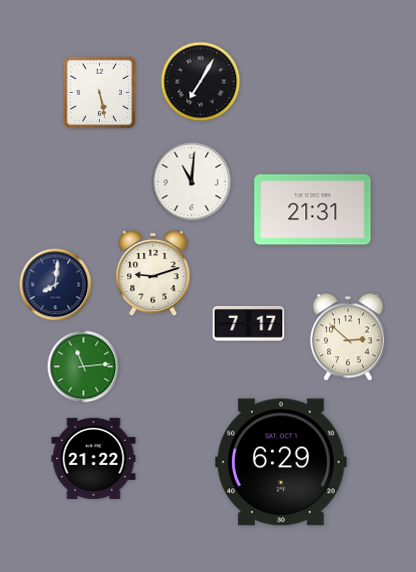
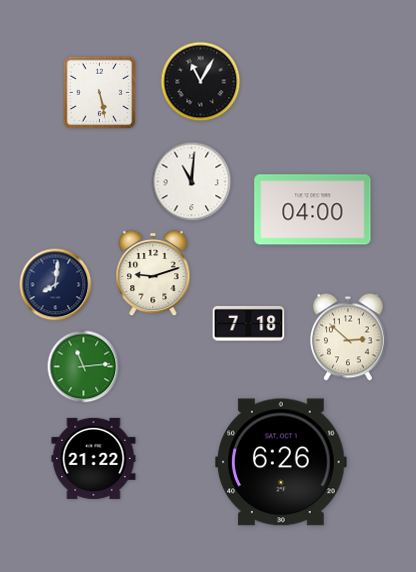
clock at (201, 82): 7:05 -> 11:05
clock at (313, 210): 21:31 -> 04:00
clock at (249, 323): 7:17 -> 7:18
clock at (281, 462): 6:29 -> 6:26
